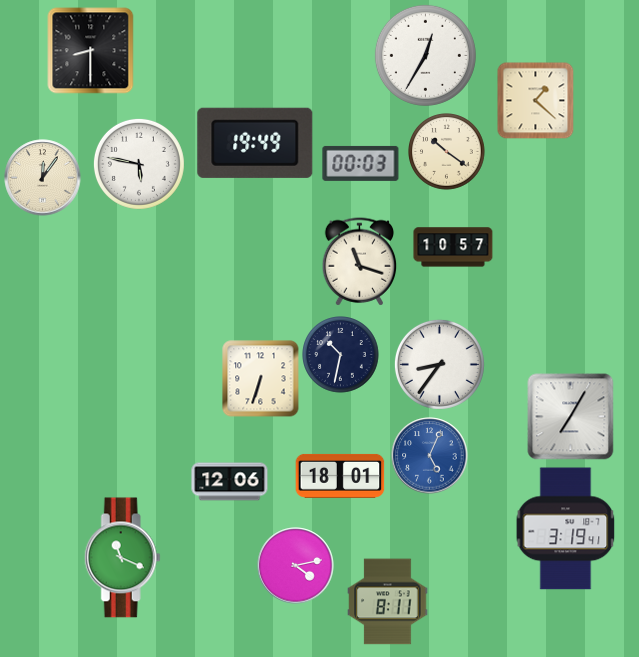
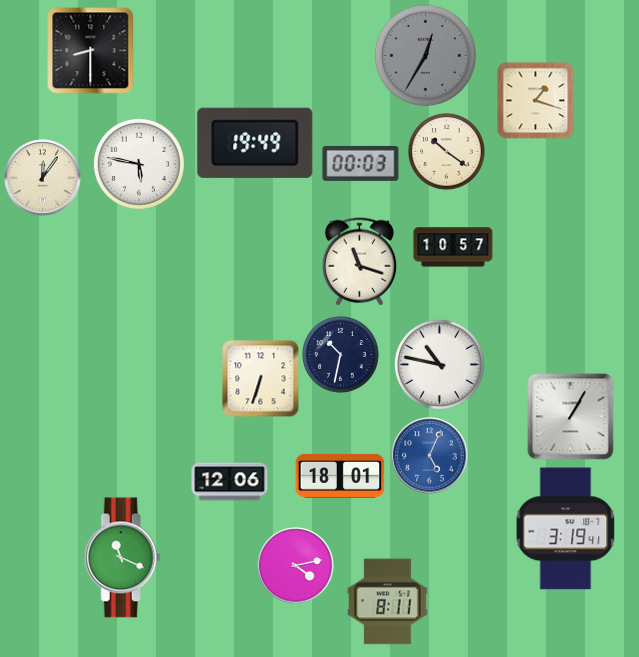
clock at (425, 55) dial: white -> grey
clock at (535, 100): 1:22 -> 1:18
clock at (439, 364): 8:36 -> 10:47
clock at (571, 417): 7:05 -> 1:05
